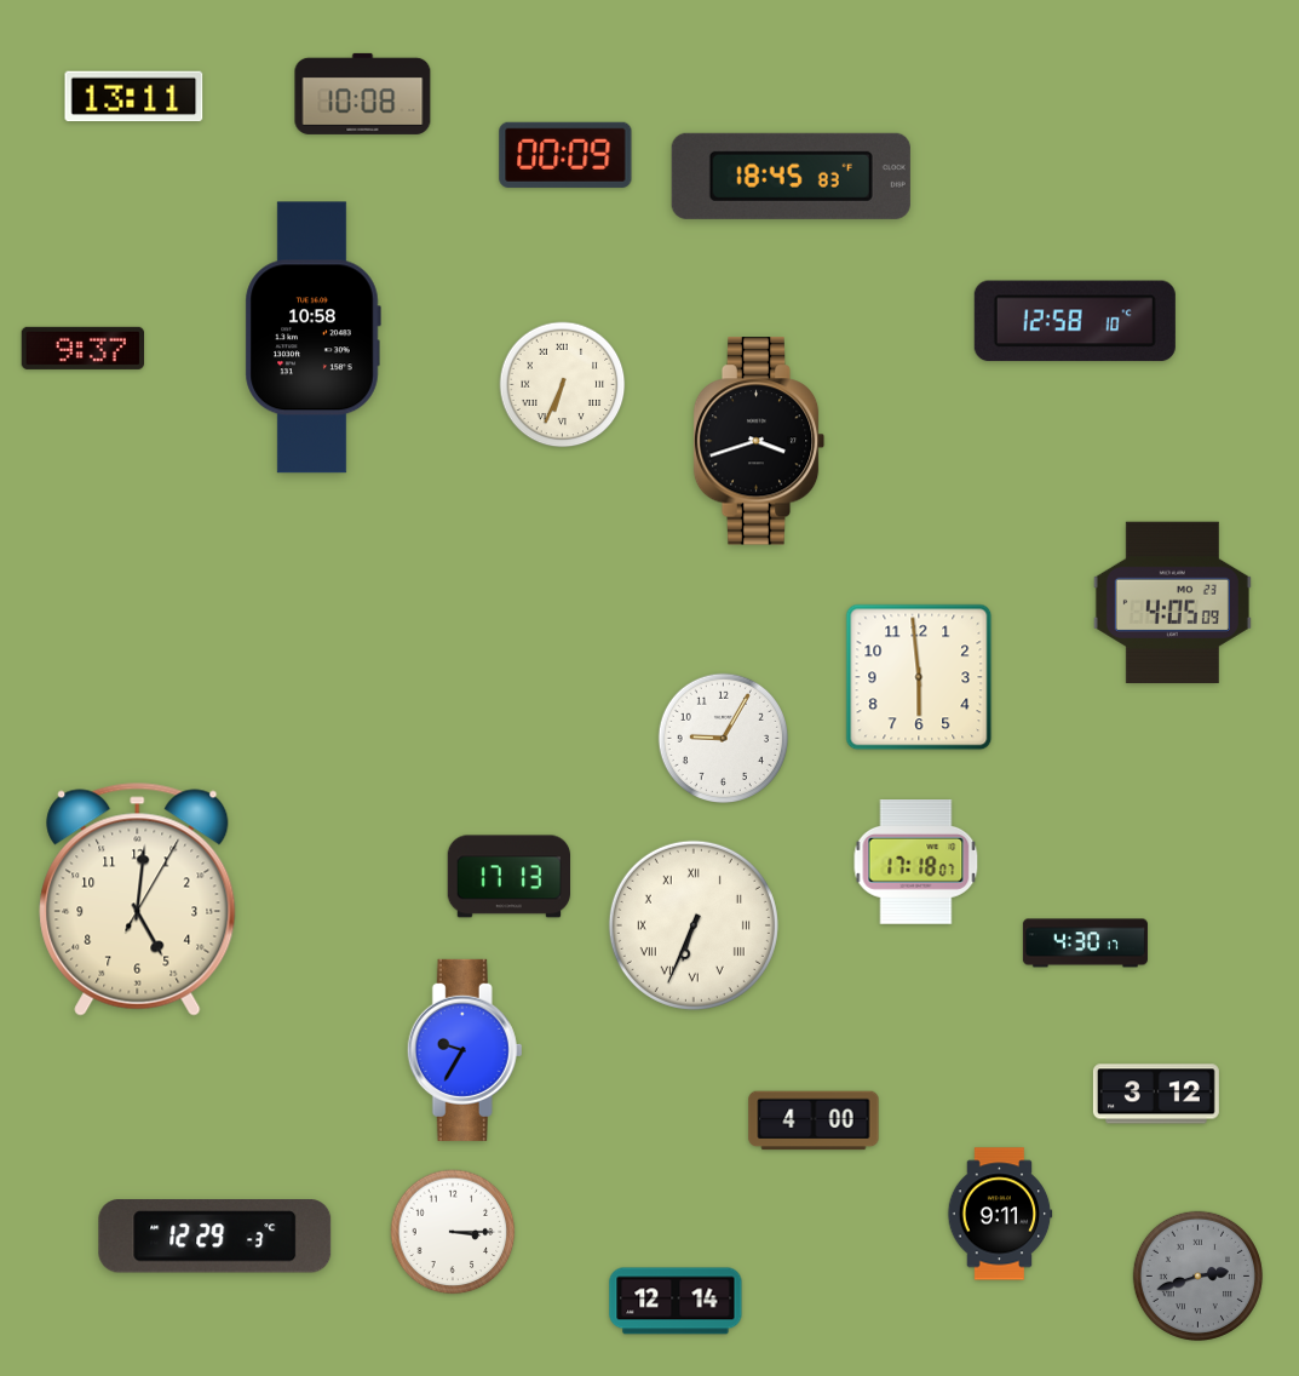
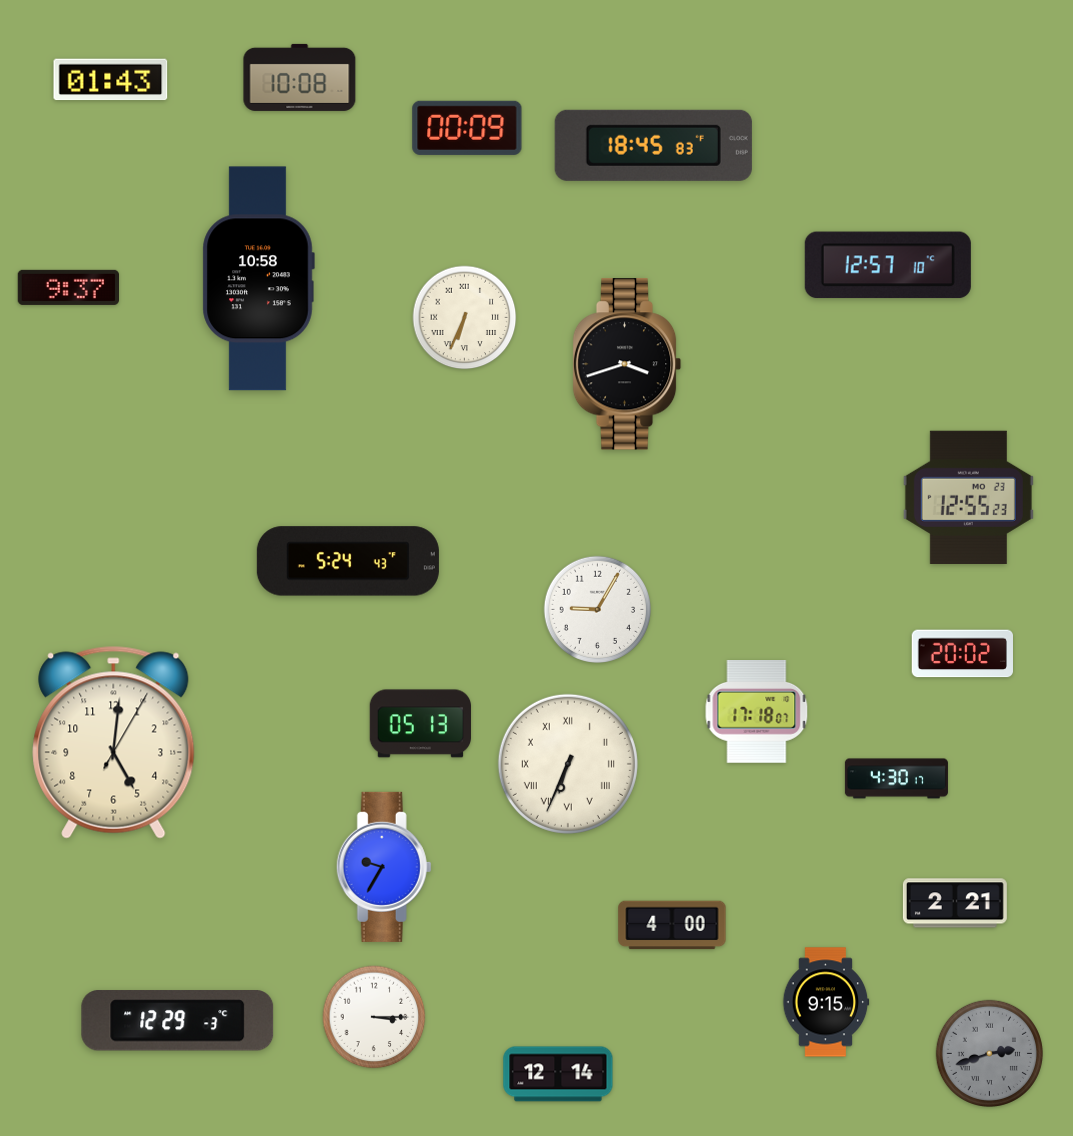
clock at (134, 97): 13:11 -> 01:43
clock at (1075, 321): 12:58 -> 12:57
clock at (1172, 602): 4:05 -> 12:55
clock at (919, 677): 5:59 -> none
clock at (348, 561): none -> 5:24
clock at (962, 654): none -> 20:02
clock at (508, 877): 17:13 -> 05:13
clock at (694, 925) position: (694, 925) -> (568, 764)
clock at (1156, 1094): 3:12 -> 2:21
clock at (1000, 1214): 9:11 -> 9:15
